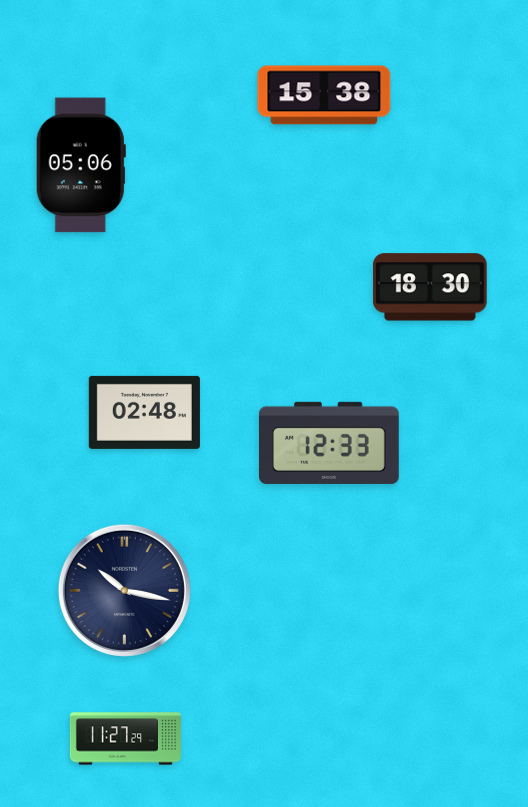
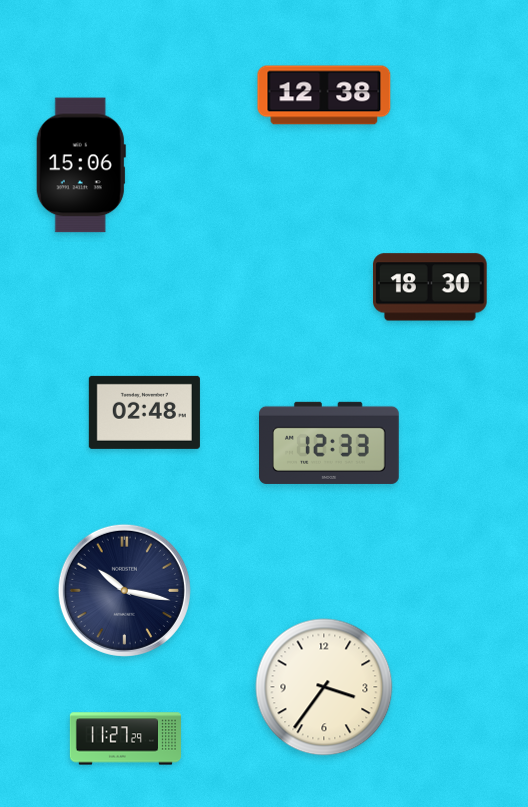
clock at (324, 95): 15:38 -> 12:38
clock at (81, 165): 05:06 -> 15:06
clock at (324, 687): none -> 3:36
